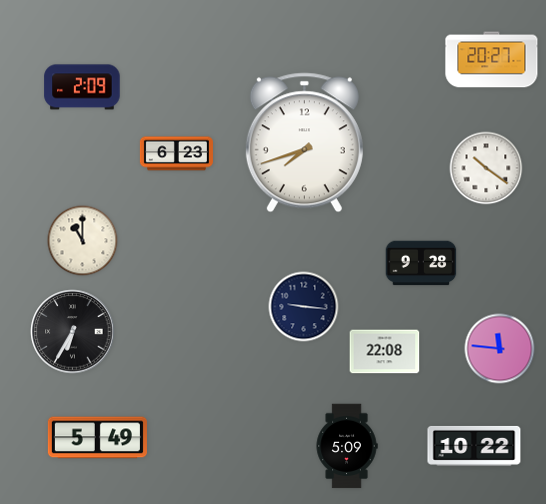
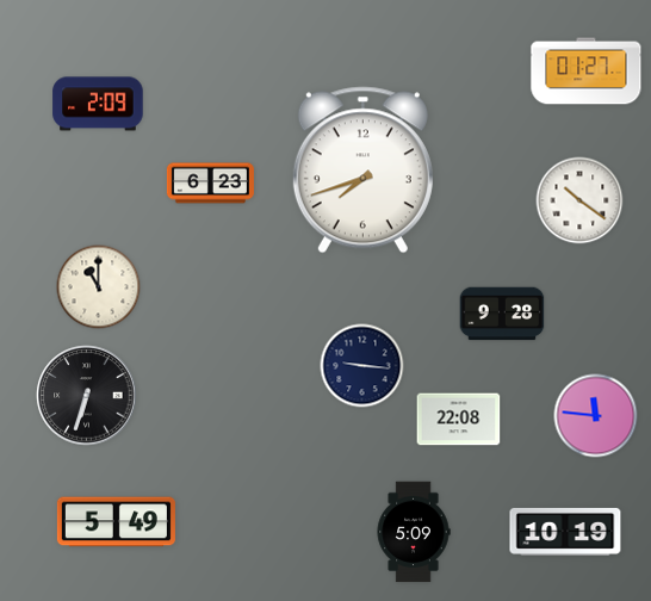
clock at (492, 60): 20:27 -> 01:27
clock at (73, 332): 6:35 -> 6:33
clock at (474, 446): 10:22 -> 10:19
